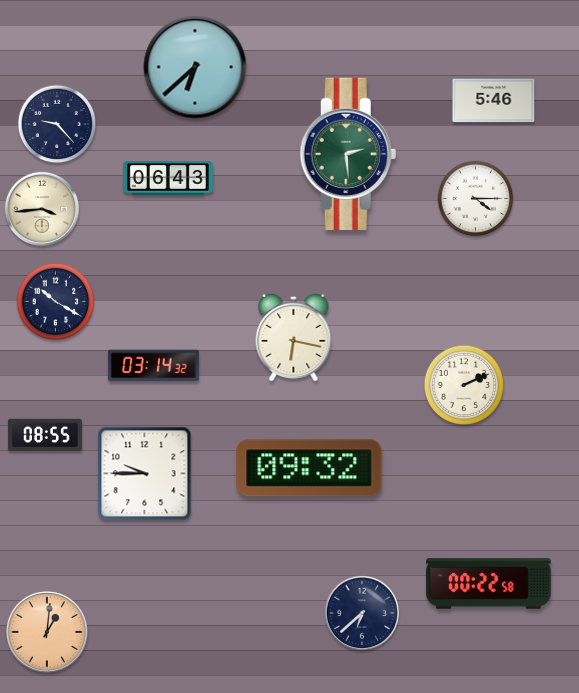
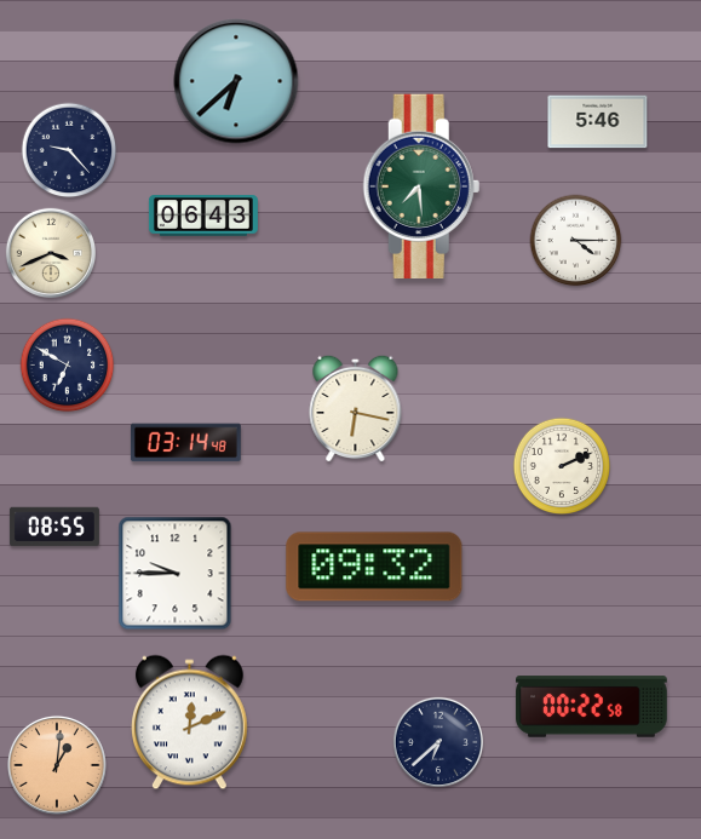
clock at (348, 153): 2:29 -> 7:29
clock at (41, 208): 3:44 -> 3:41
clock at (56, 302): 10:20 -> 6:50
clock at (153, 366): 03:14:32 -> 03:14:48
clock at (190, 723): none -> 12:11
